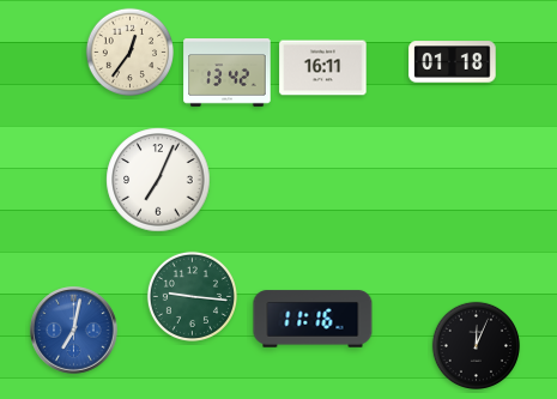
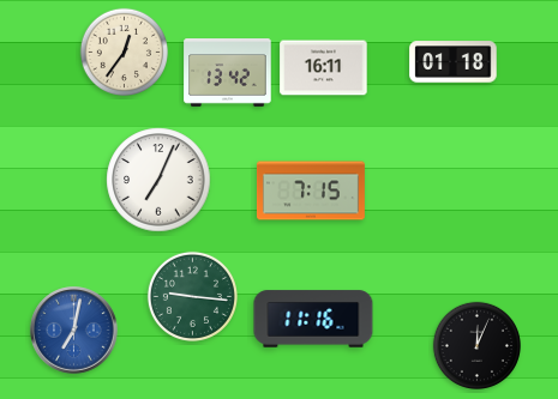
clock at (129, 52) position: (129, 52) -> (124, 52)
clock at (311, 191): none -> 7:15
